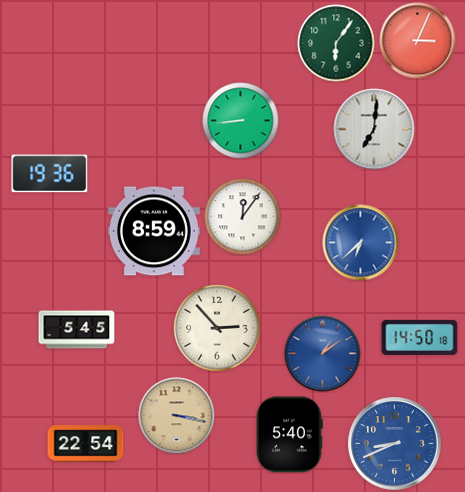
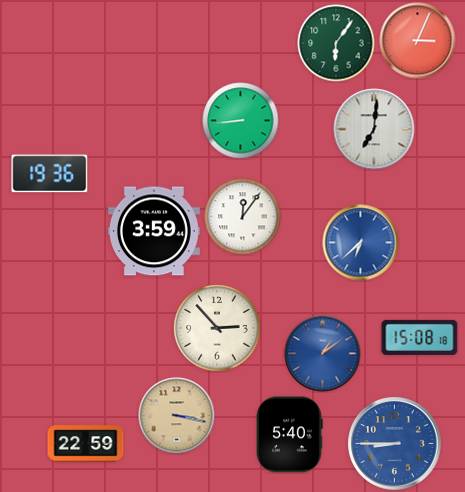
clock at (154, 231): 8:59 -> 3:59
clock at (77, 330): 5:45 -> none
clock at (420, 337): 14:50 -> 15:08
clock at (86, 444): 22:54 -> 22:59
clock at (395, 444): 8:41 -> 8:45
